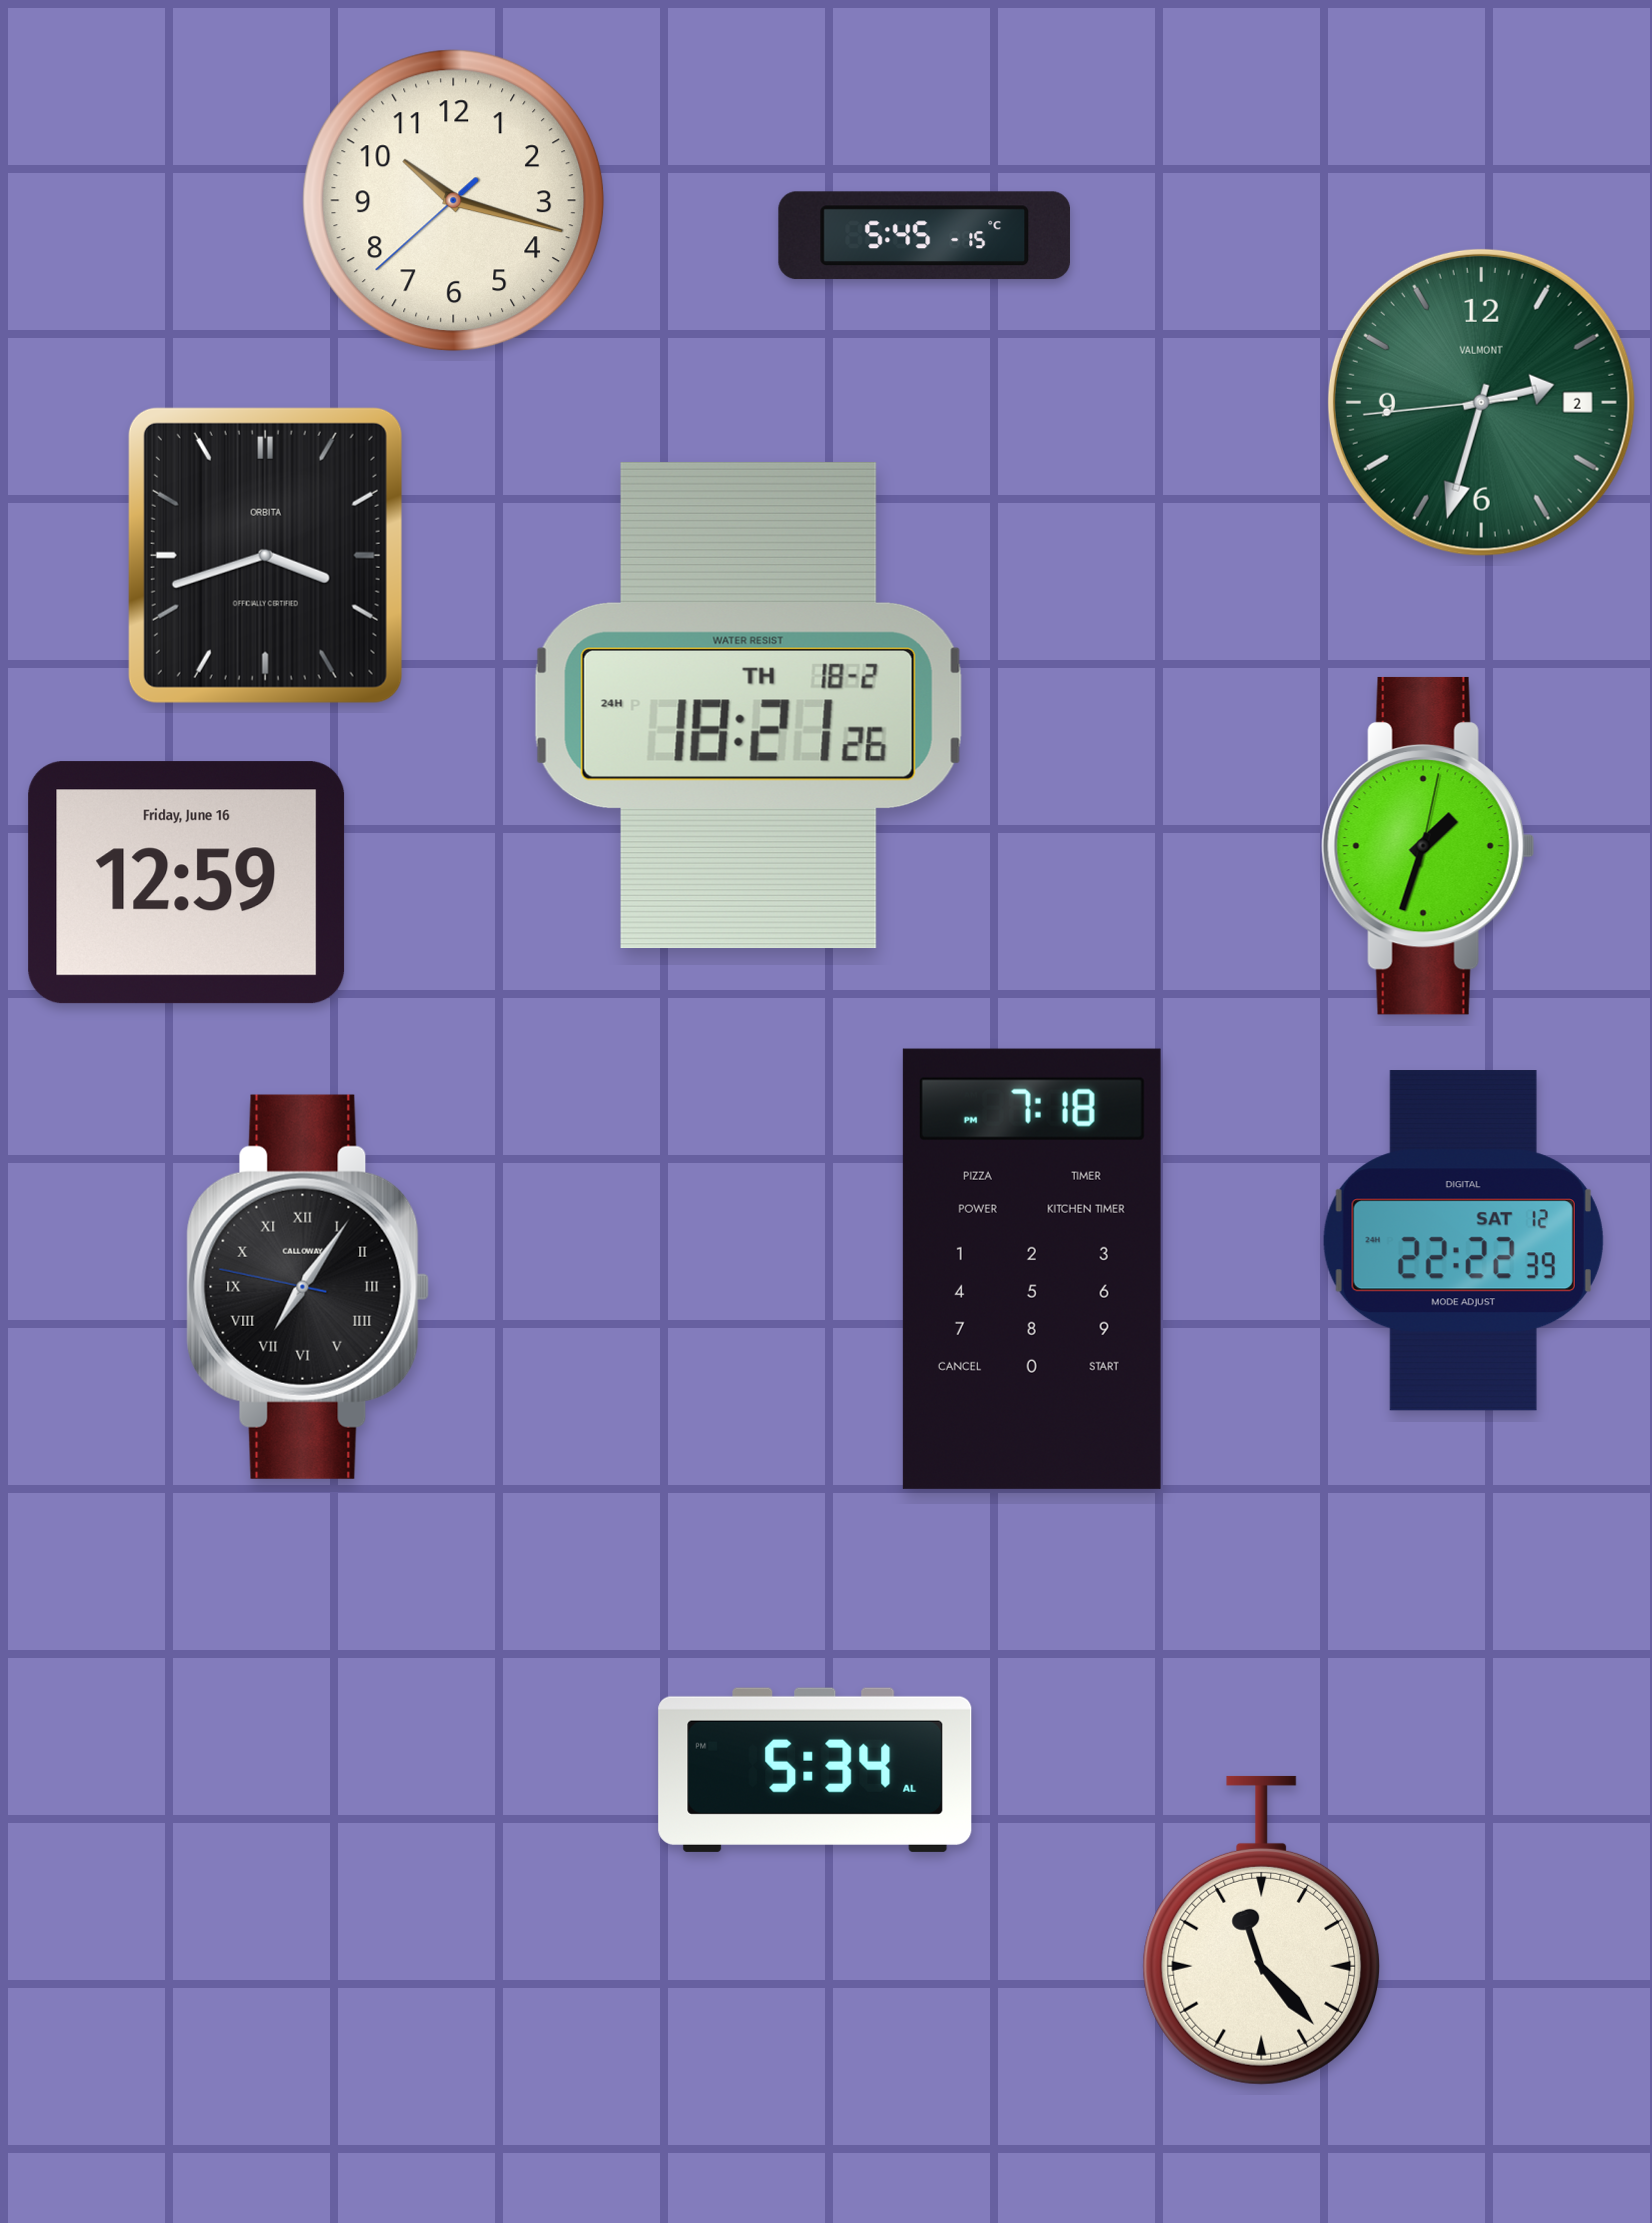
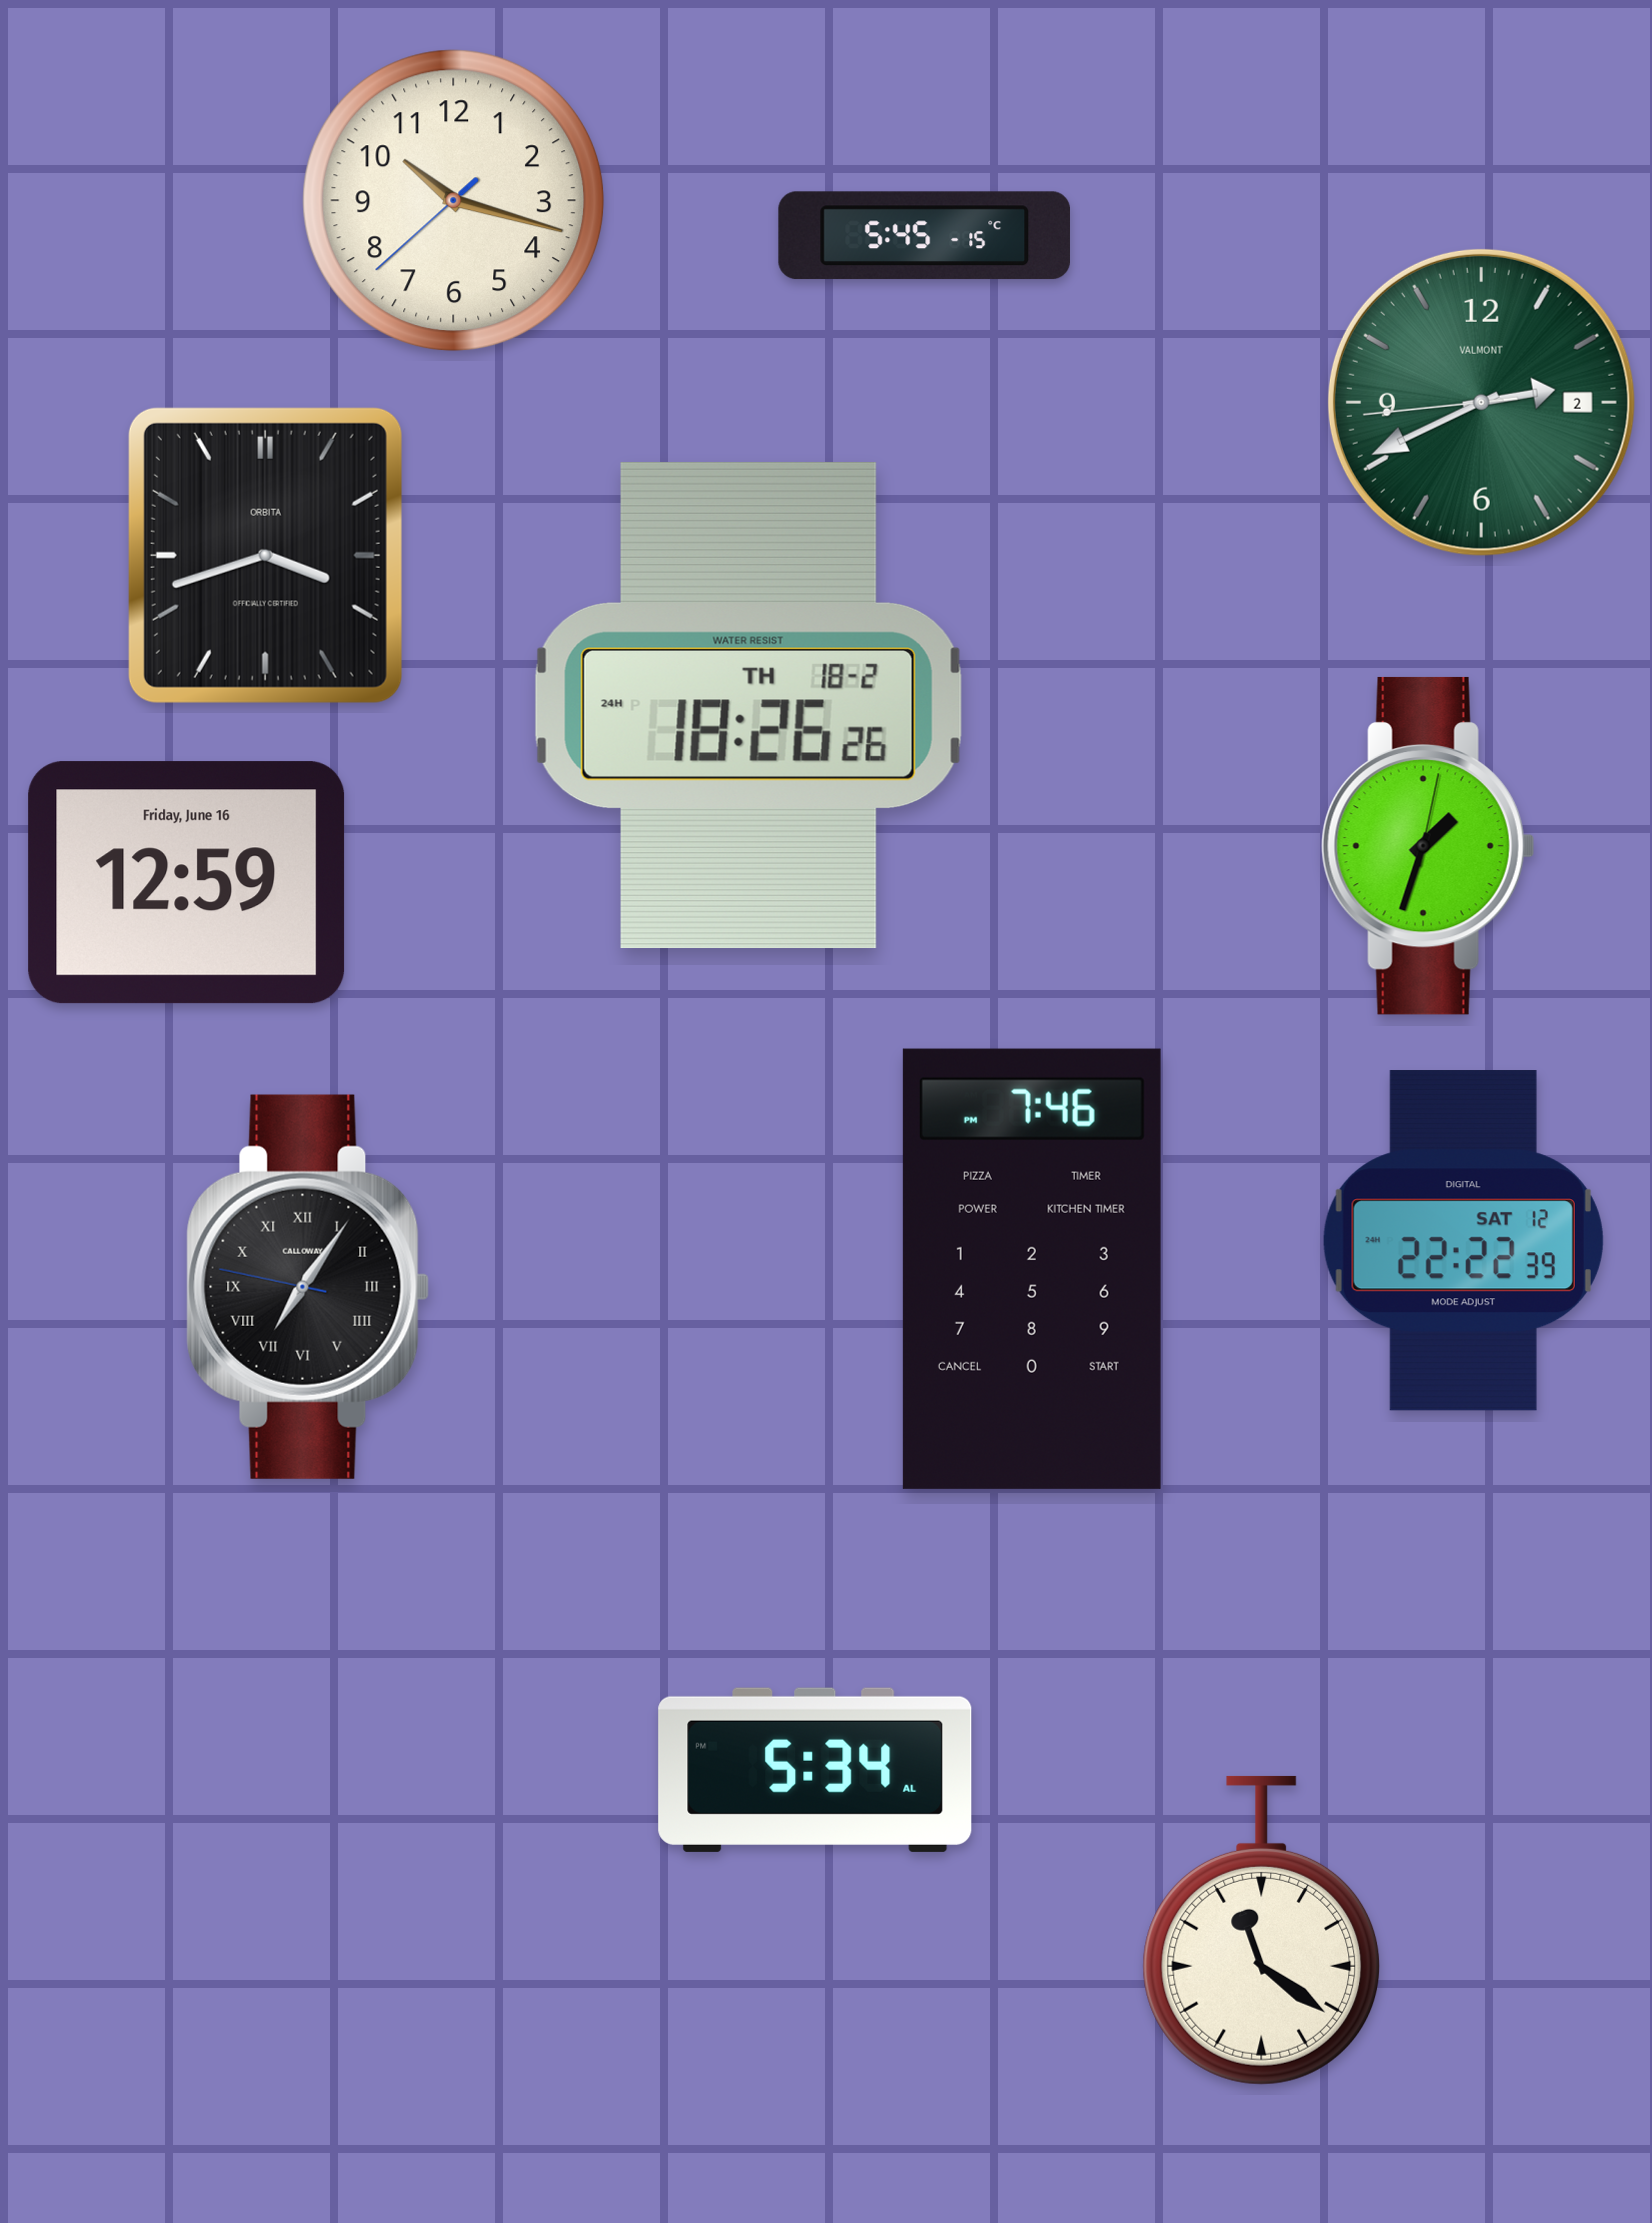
clock at (1481, 402): 2:32 -> 2:40
clock at (748, 705): 18:21 -> 18:26
clock at (1032, 1269): 7:18 -> 7:46
clock at (1262, 1930): 11:23 -> 11:21
